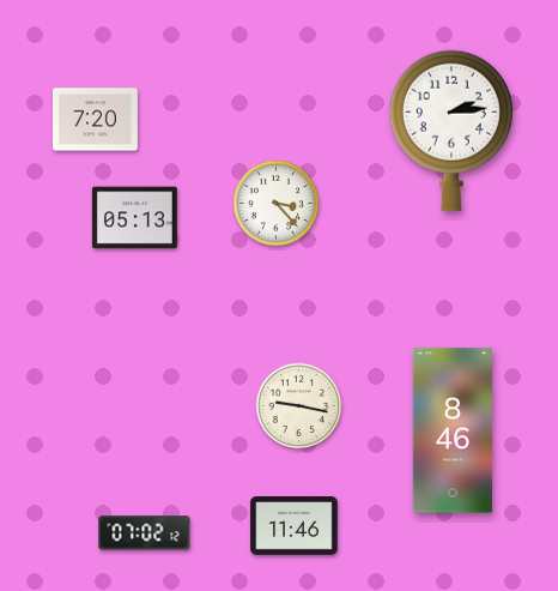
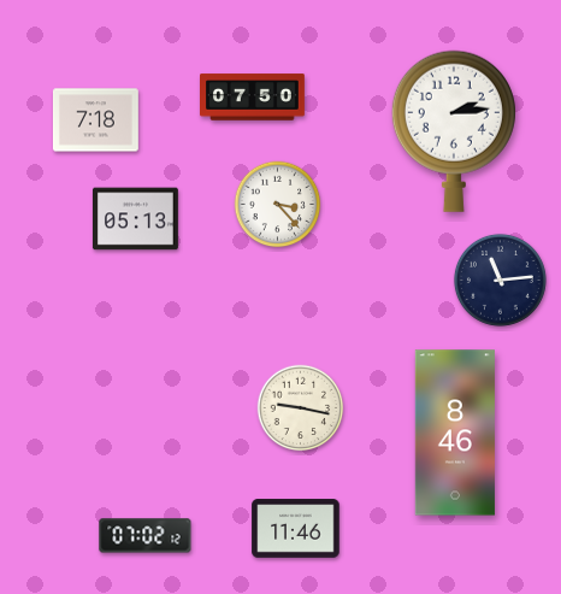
clock at (253, 98): none -> 07:50
clock at (95, 120): 7:20 -> 7:18
clock at (500, 280): none -> 11:14
